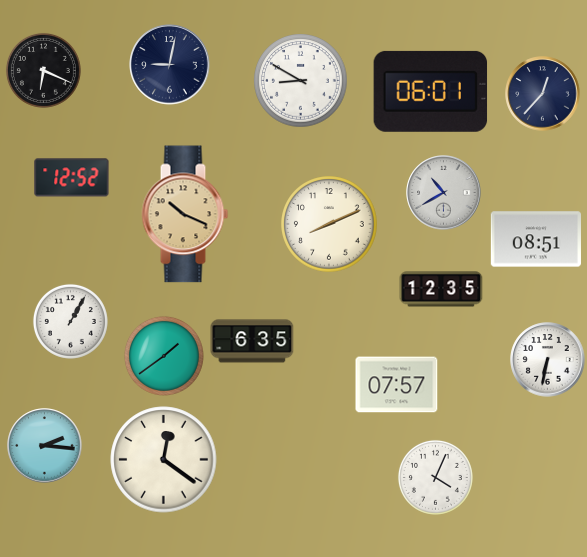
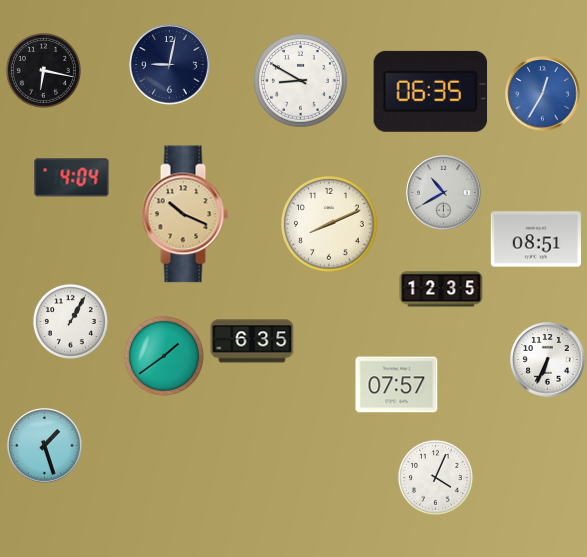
clock at (43, 70): 6:19 -> 6:17
clock at (431, 91): 06:01 -> 06:35
clock at (543, 94): 12:37 -> 12:35
clock at (543, 94) dial: navy -> blue
clock at (72, 178): 12:52 -> 4:04
clock at (548, 360): 6:32 -> 6:34
clock at (45, 446): 2:16 -> 1:27
clock at (164, 460): 12:21 -> none
